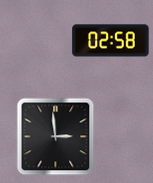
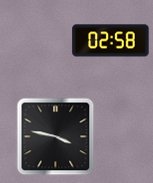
clock at (55, 136): 2:59 -> 3:47
